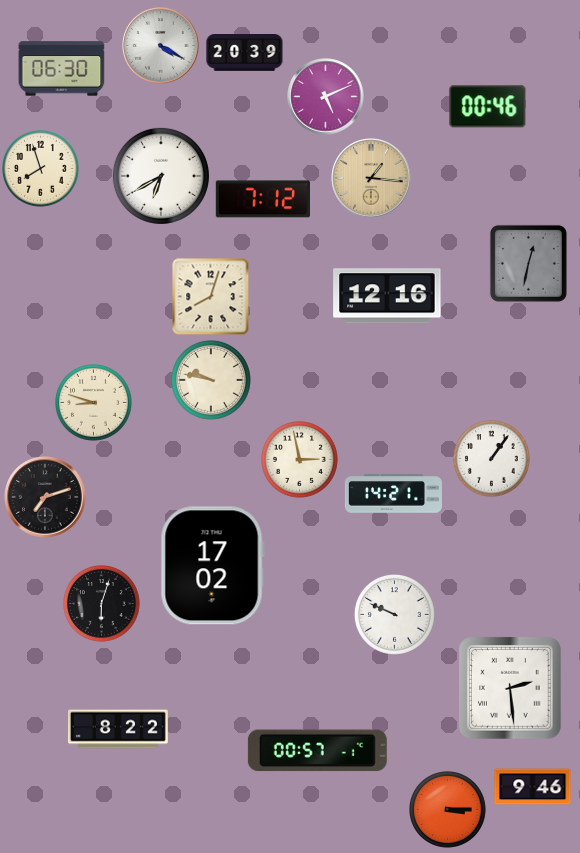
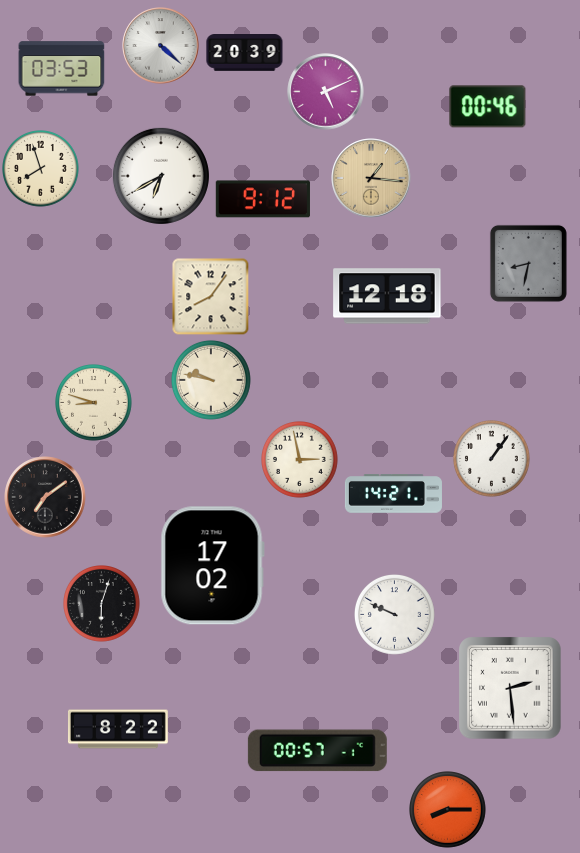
clock at (161, 46): 4:20 -> 4:22
clock at (62, 69): 06:30 -> 03:53
clock at (326, 97) position: (326, 97) -> (326, 92)
clock at (263, 199): 7:12 -> 9:12
clock at (528, 263): 12:32 -> 8:32
clock at (210, 296): 8:03 -> 8:06
clock at (387, 296): 12:16 -> 12:18
clock at (45, 497): 7:12 -> 7:09
clock at (533, 787): 9:46 -> none
clock at (448, 810): 3:15 -> 8:15
